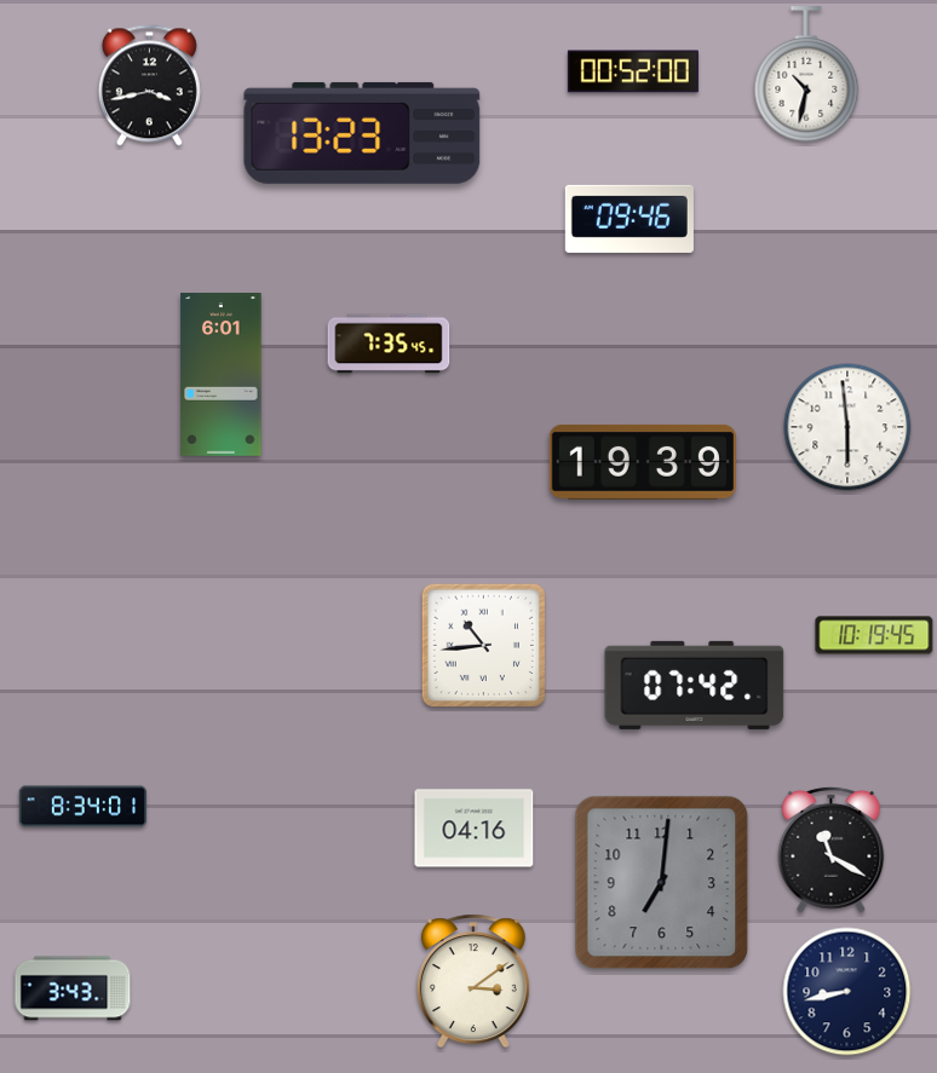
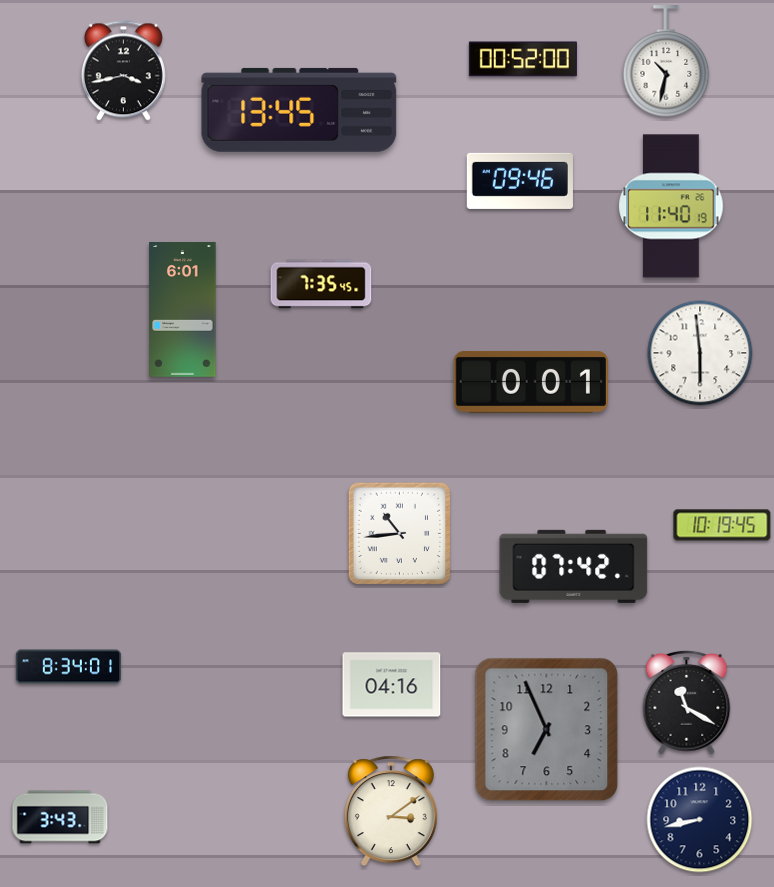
clock at (362, 133): 13:23 -> 13:45
clock at (671, 206): none -> 11:40
clock at (643, 462): 19:39 -> 0:01
clock at (662, 883): 7:01 -> 6:56
